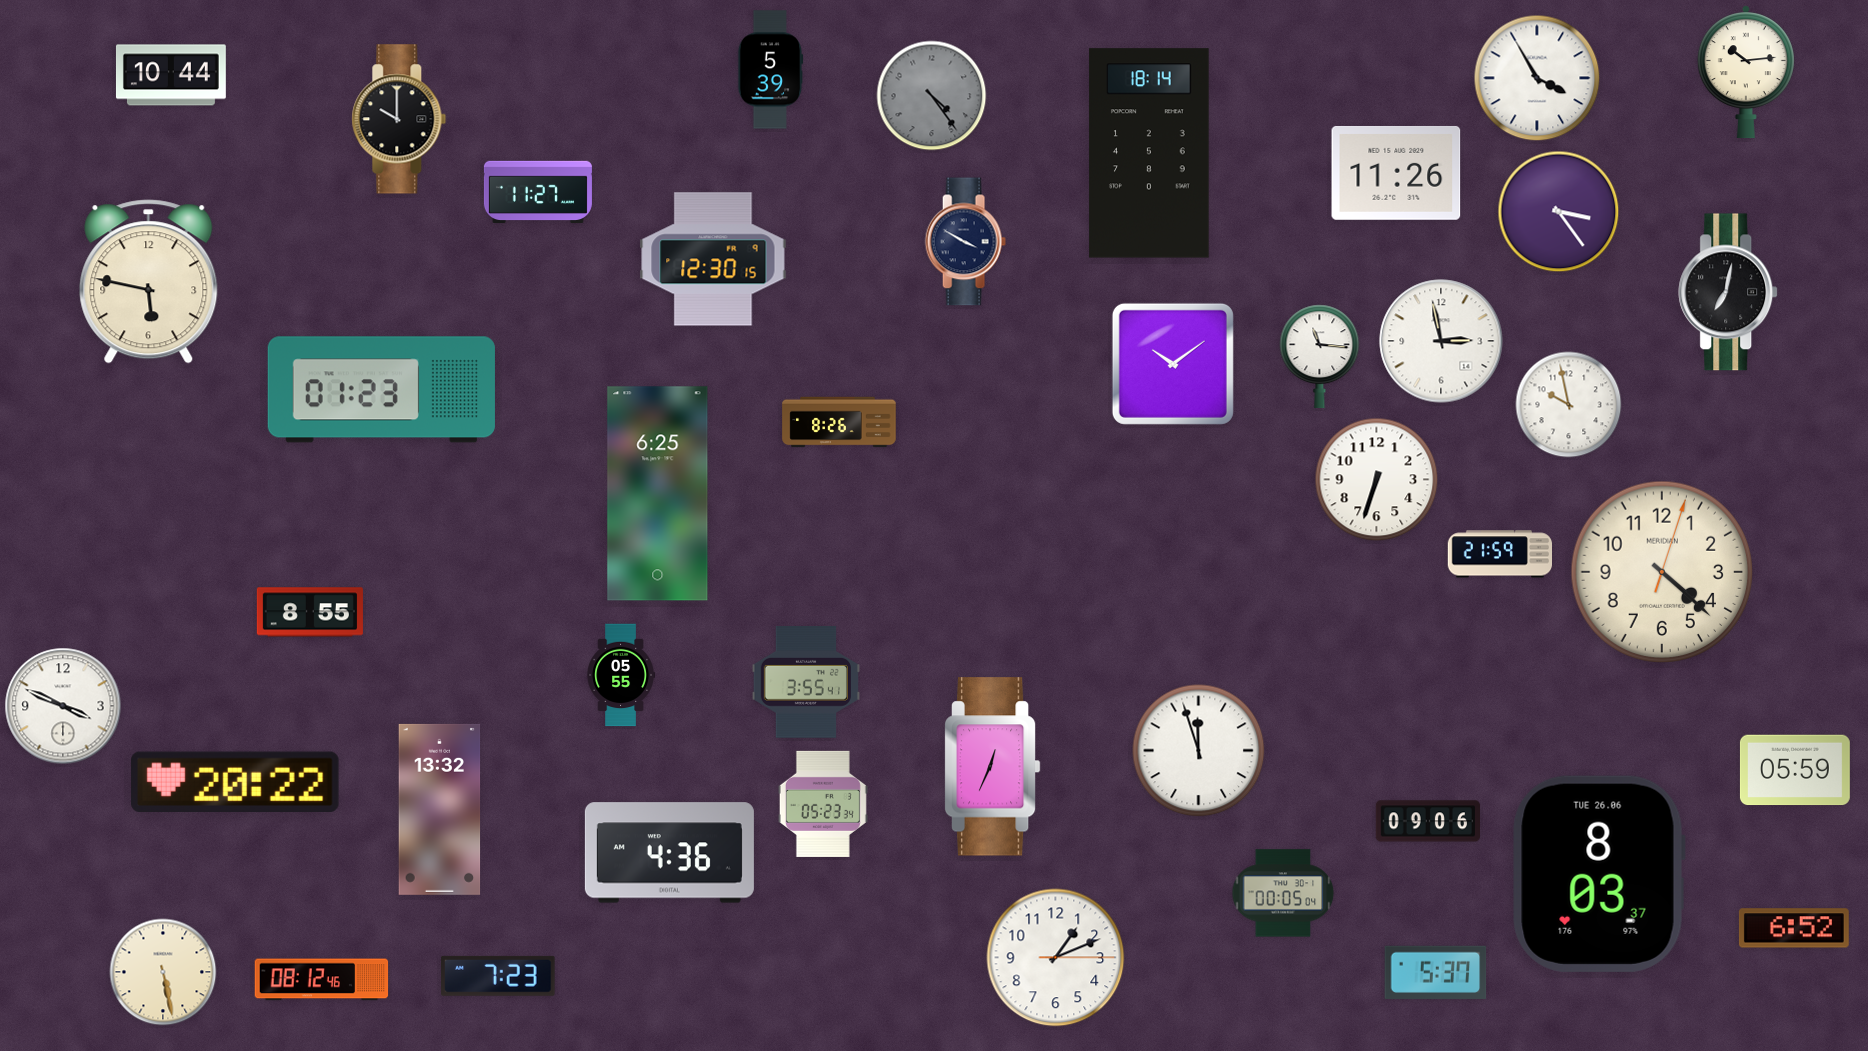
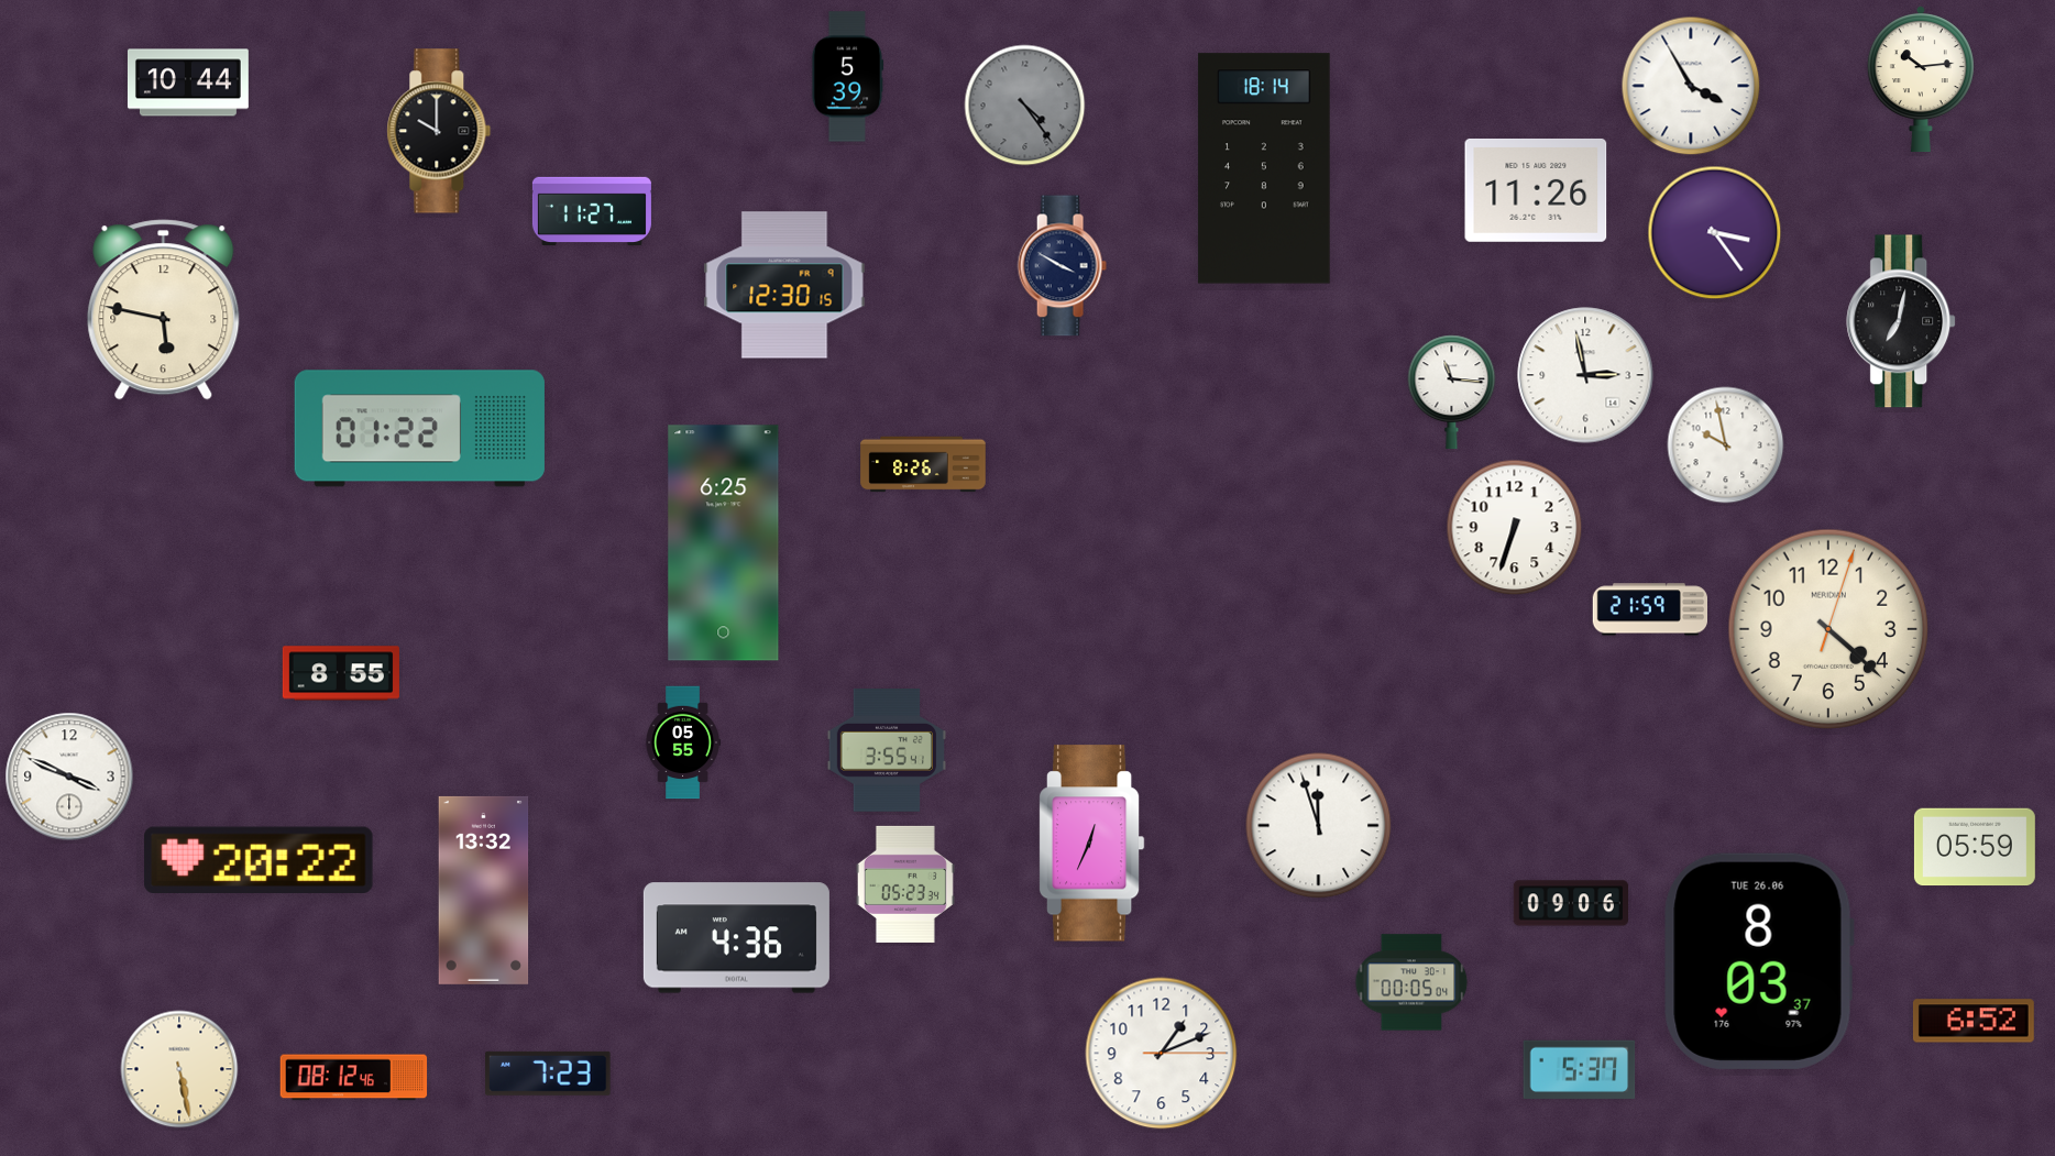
clock at (1173, 364): 10:09 -> none
clock at (381, 390): 01:23 -> 01:22
